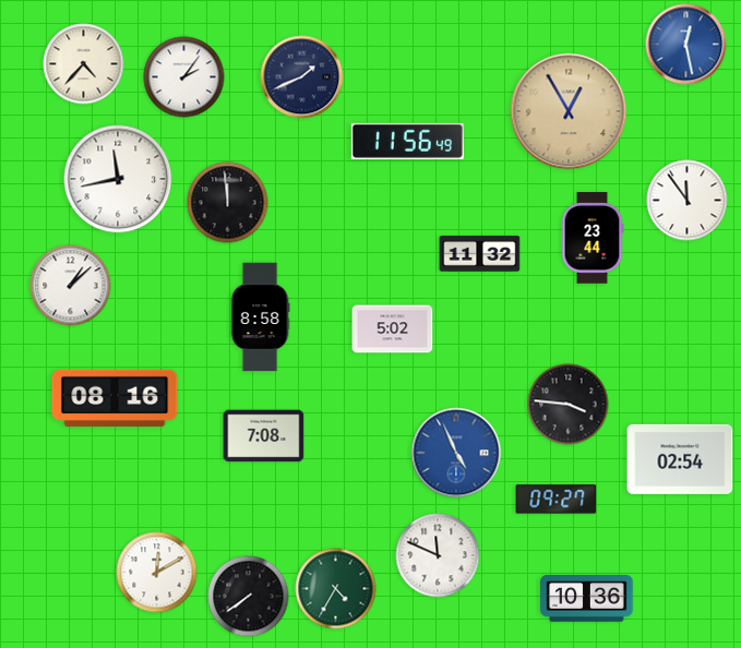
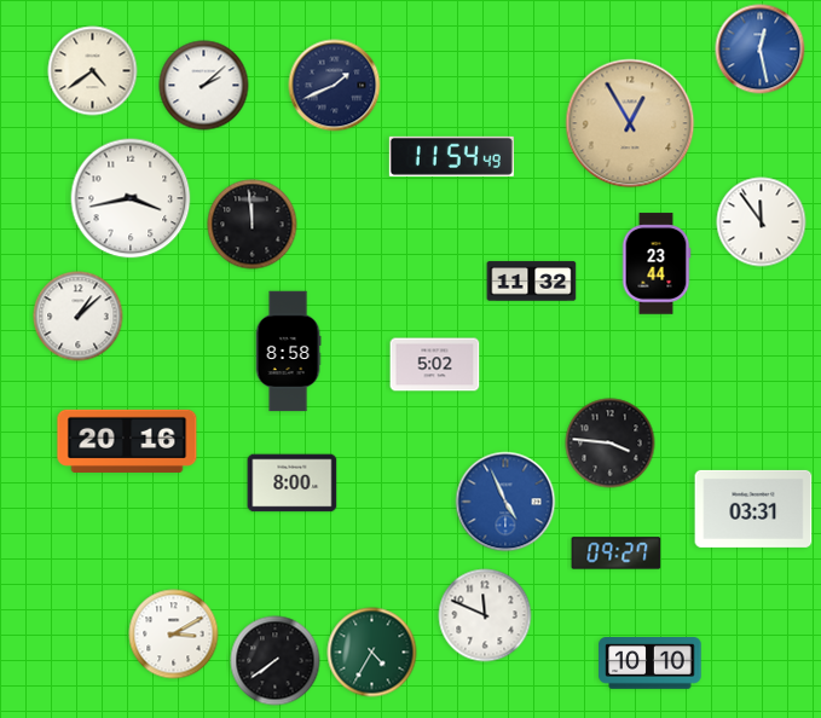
clock at (84, 64): 4:37 -> 4:39
clock at (184, 77): 2:06 -> 2:08
clock at (407, 141): 11:56 -> 11:54
clock at (118, 179): 11:43 -> 3:43
clock at (115, 398): 08:16 -> 20:16
clock at (569, 405) position: (569, 405) -> (611, 444)
clock at (264, 436): 7:08 -> 8:00
clock at (680, 459): 02:54 -> 03:31
clock at (157, 573): 12:10 -> 3:10
clock at (587, 599): 10:36 -> 10:10
